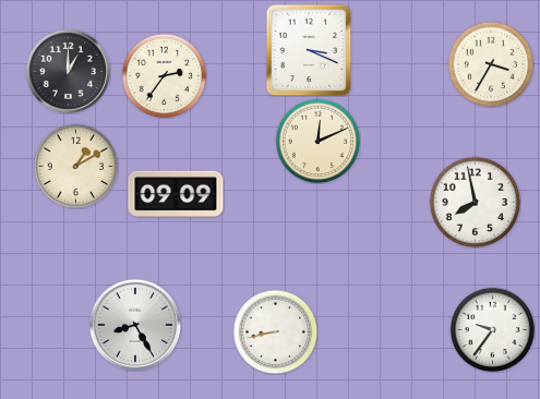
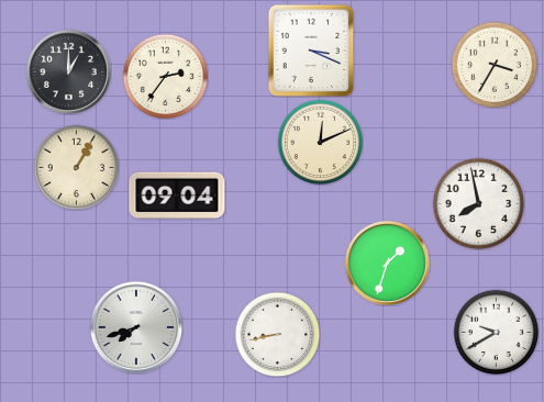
clock at (75, 166): 1:10 -> 1:05
clock at (176, 194): 09:09 -> 09:04
clock at (387, 263): none -> 1:33
clock at (135, 325): 8:25 -> 7:42
clock at (492, 329): 9:36 -> 9:40
